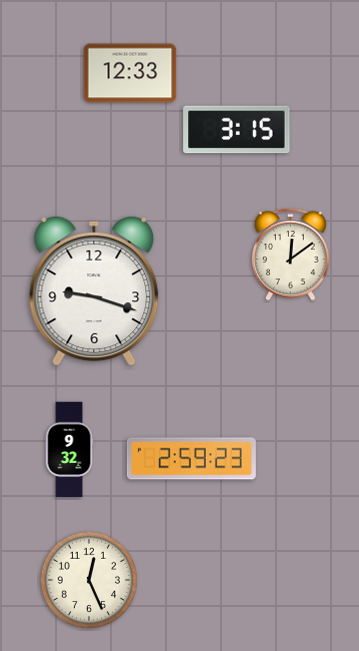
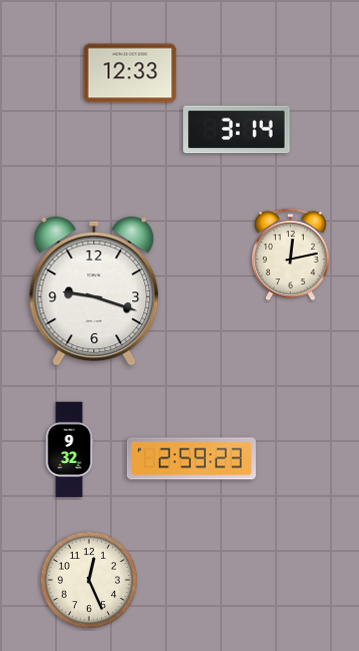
clock at (237, 130): 3:15 -> 3:14
clock at (291, 254): 12:09 -> 12:13
